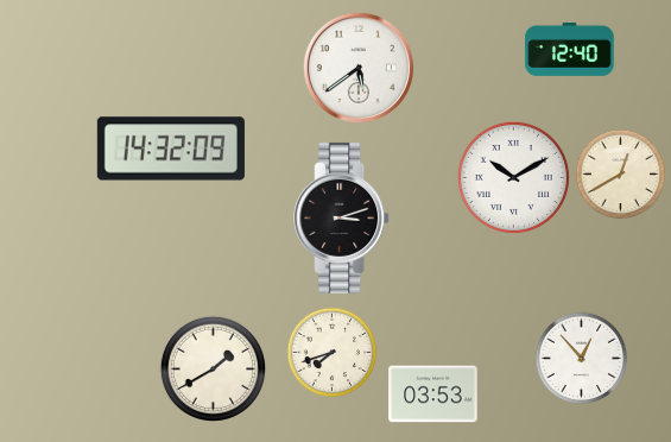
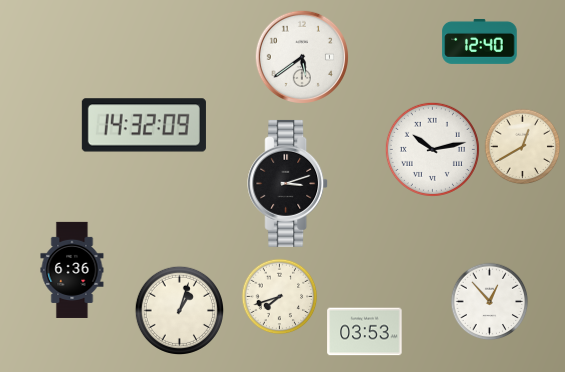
clock at (513, 177): 10:10 -> 10:13
clock at (72, 270): none -> 6:36
clock at (213, 368): 1:40 -> 1:03
